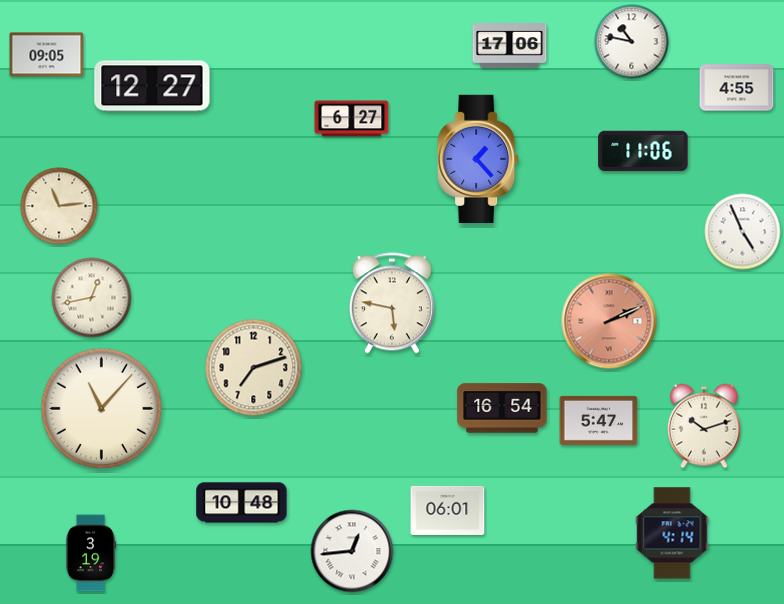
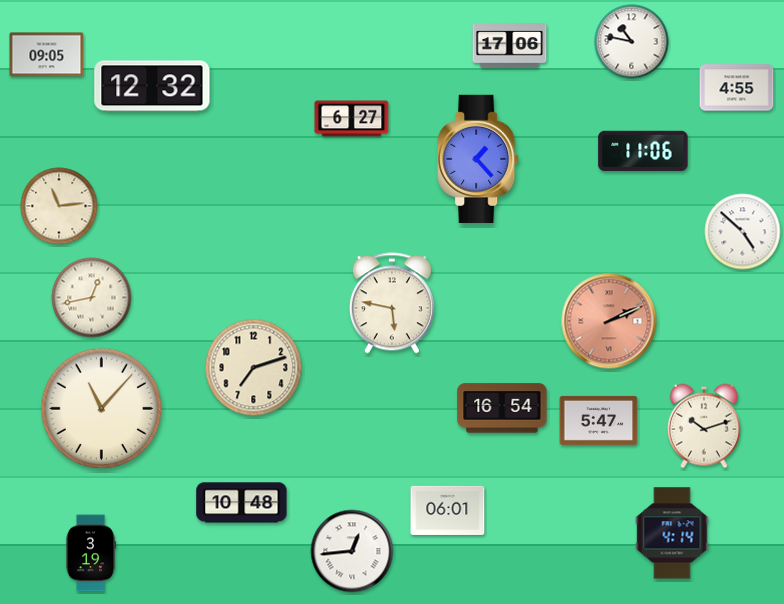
clock at (152, 86): 12:27 -> 12:32
clock at (743, 232): 4:56 -> 4:52
